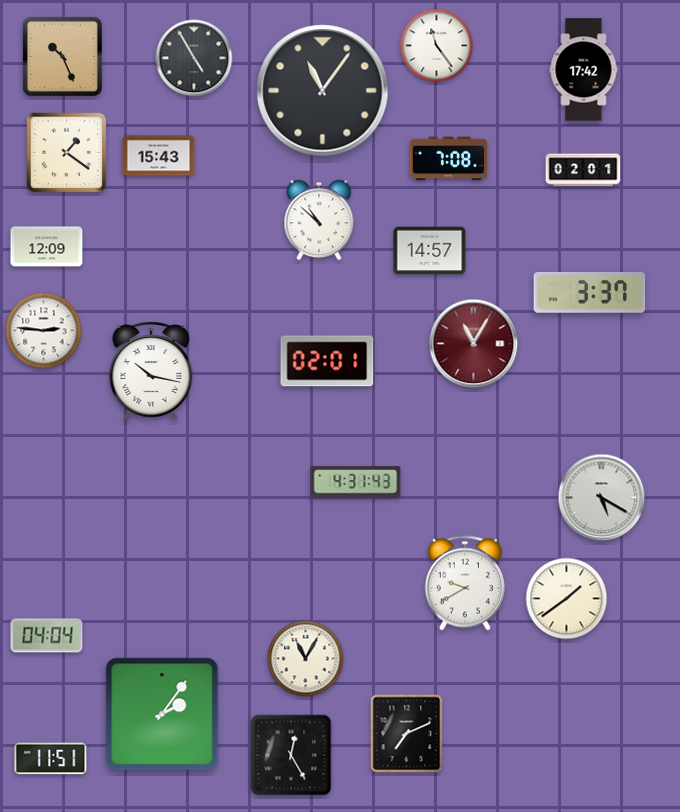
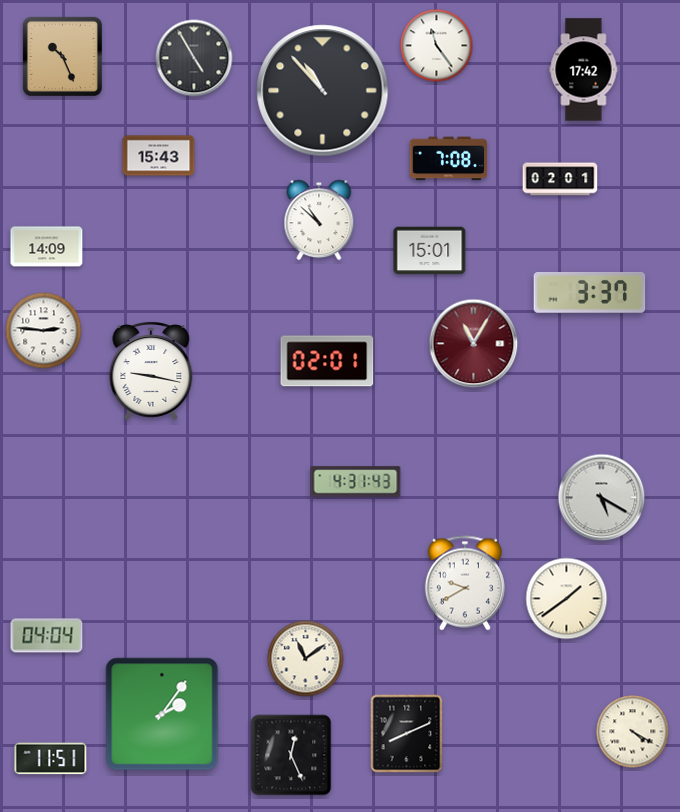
clock at (323, 91): 11:06 -> 10:53
clock at (67, 153): 1:21 -> none
clock at (583, 170) position: (583, 170) -> (560, 179)
clock at (47, 247): 12:09 -> 14:09
clock at (430, 251): 14:57 -> 15:01
clock at (151, 371): 10:17 -> 9:17
clock at (306, 659): 11:05 -> 11:09
clock at (633, 732): none -> 4:20
clock at (407, 734): 7:11 -> 8:11
clock at (291, 755): 12:25 -> 12:26
